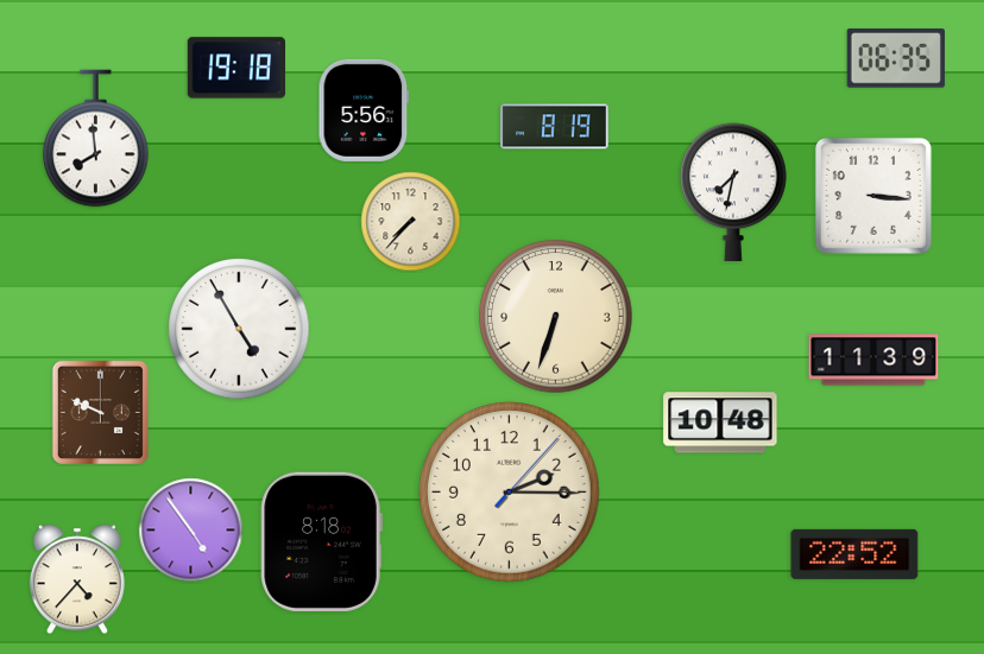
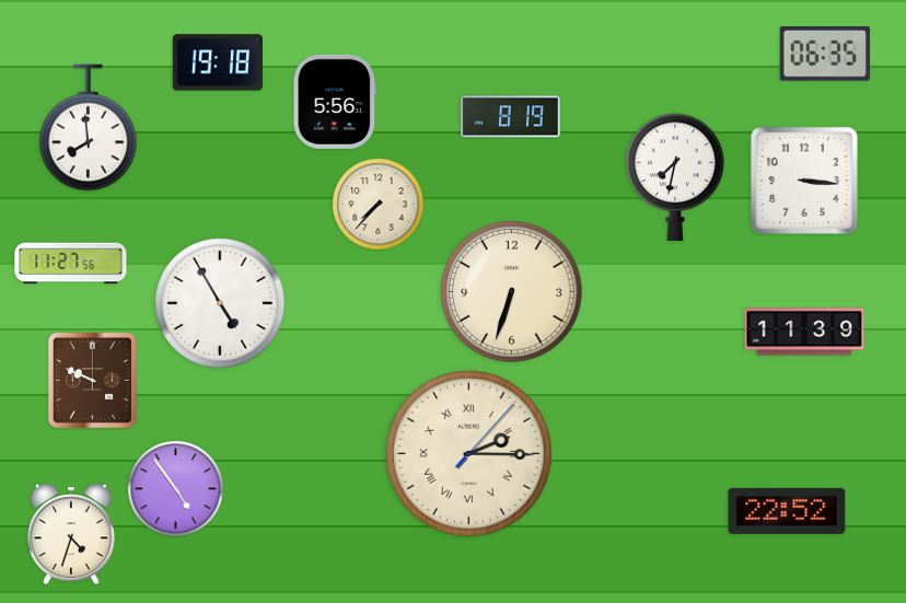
clock at (71, 264): none -> 11:27
clock at (720, 423): 10:48 -> none
clock at (510, 493) numerals: Arabic -> Roman
clock at (321, 541): 8:18 -> none
clock at (77, 579): 4:37 -> 4:33
